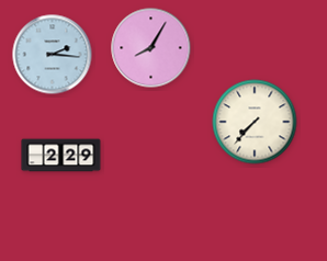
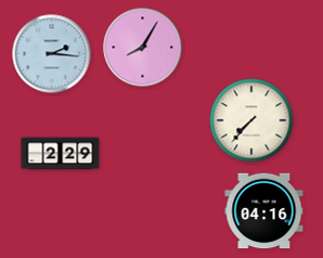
clock at (151, 48) position: (151, 48) -> (143, 48)
clock at (264, 211): none -> 04:16
